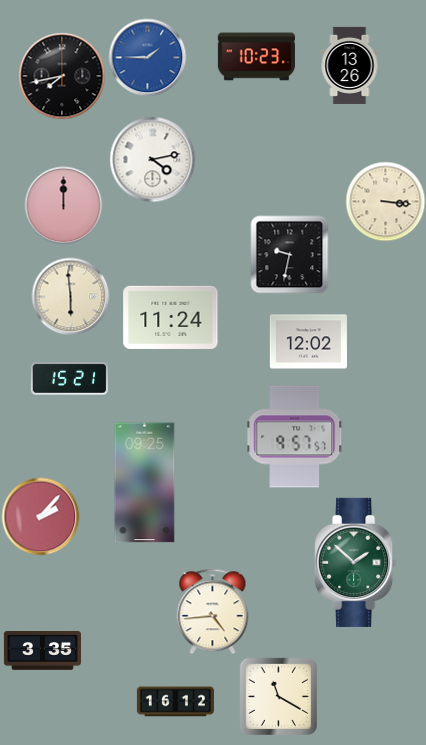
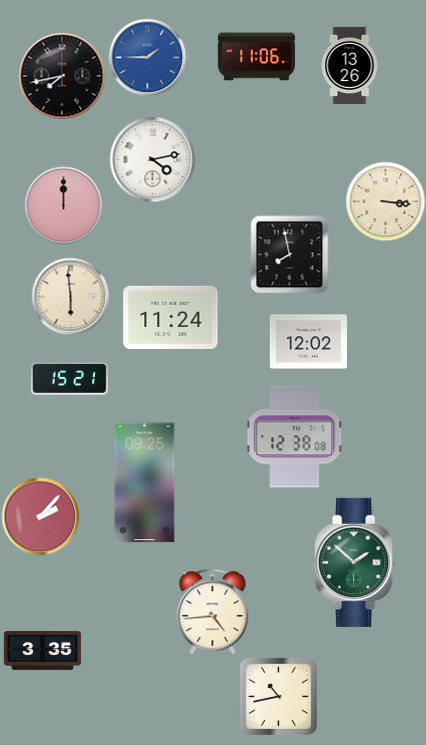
clock at (256, 57): 10:23 -> 11:06
clock at (289, 254): 9:32 -> 7:58
clock at (295, 437): 9:57 -> 12:38
clock at (278, 696): 11:20 -> 10:43
clock at (175, 702): 16:12 -> none
